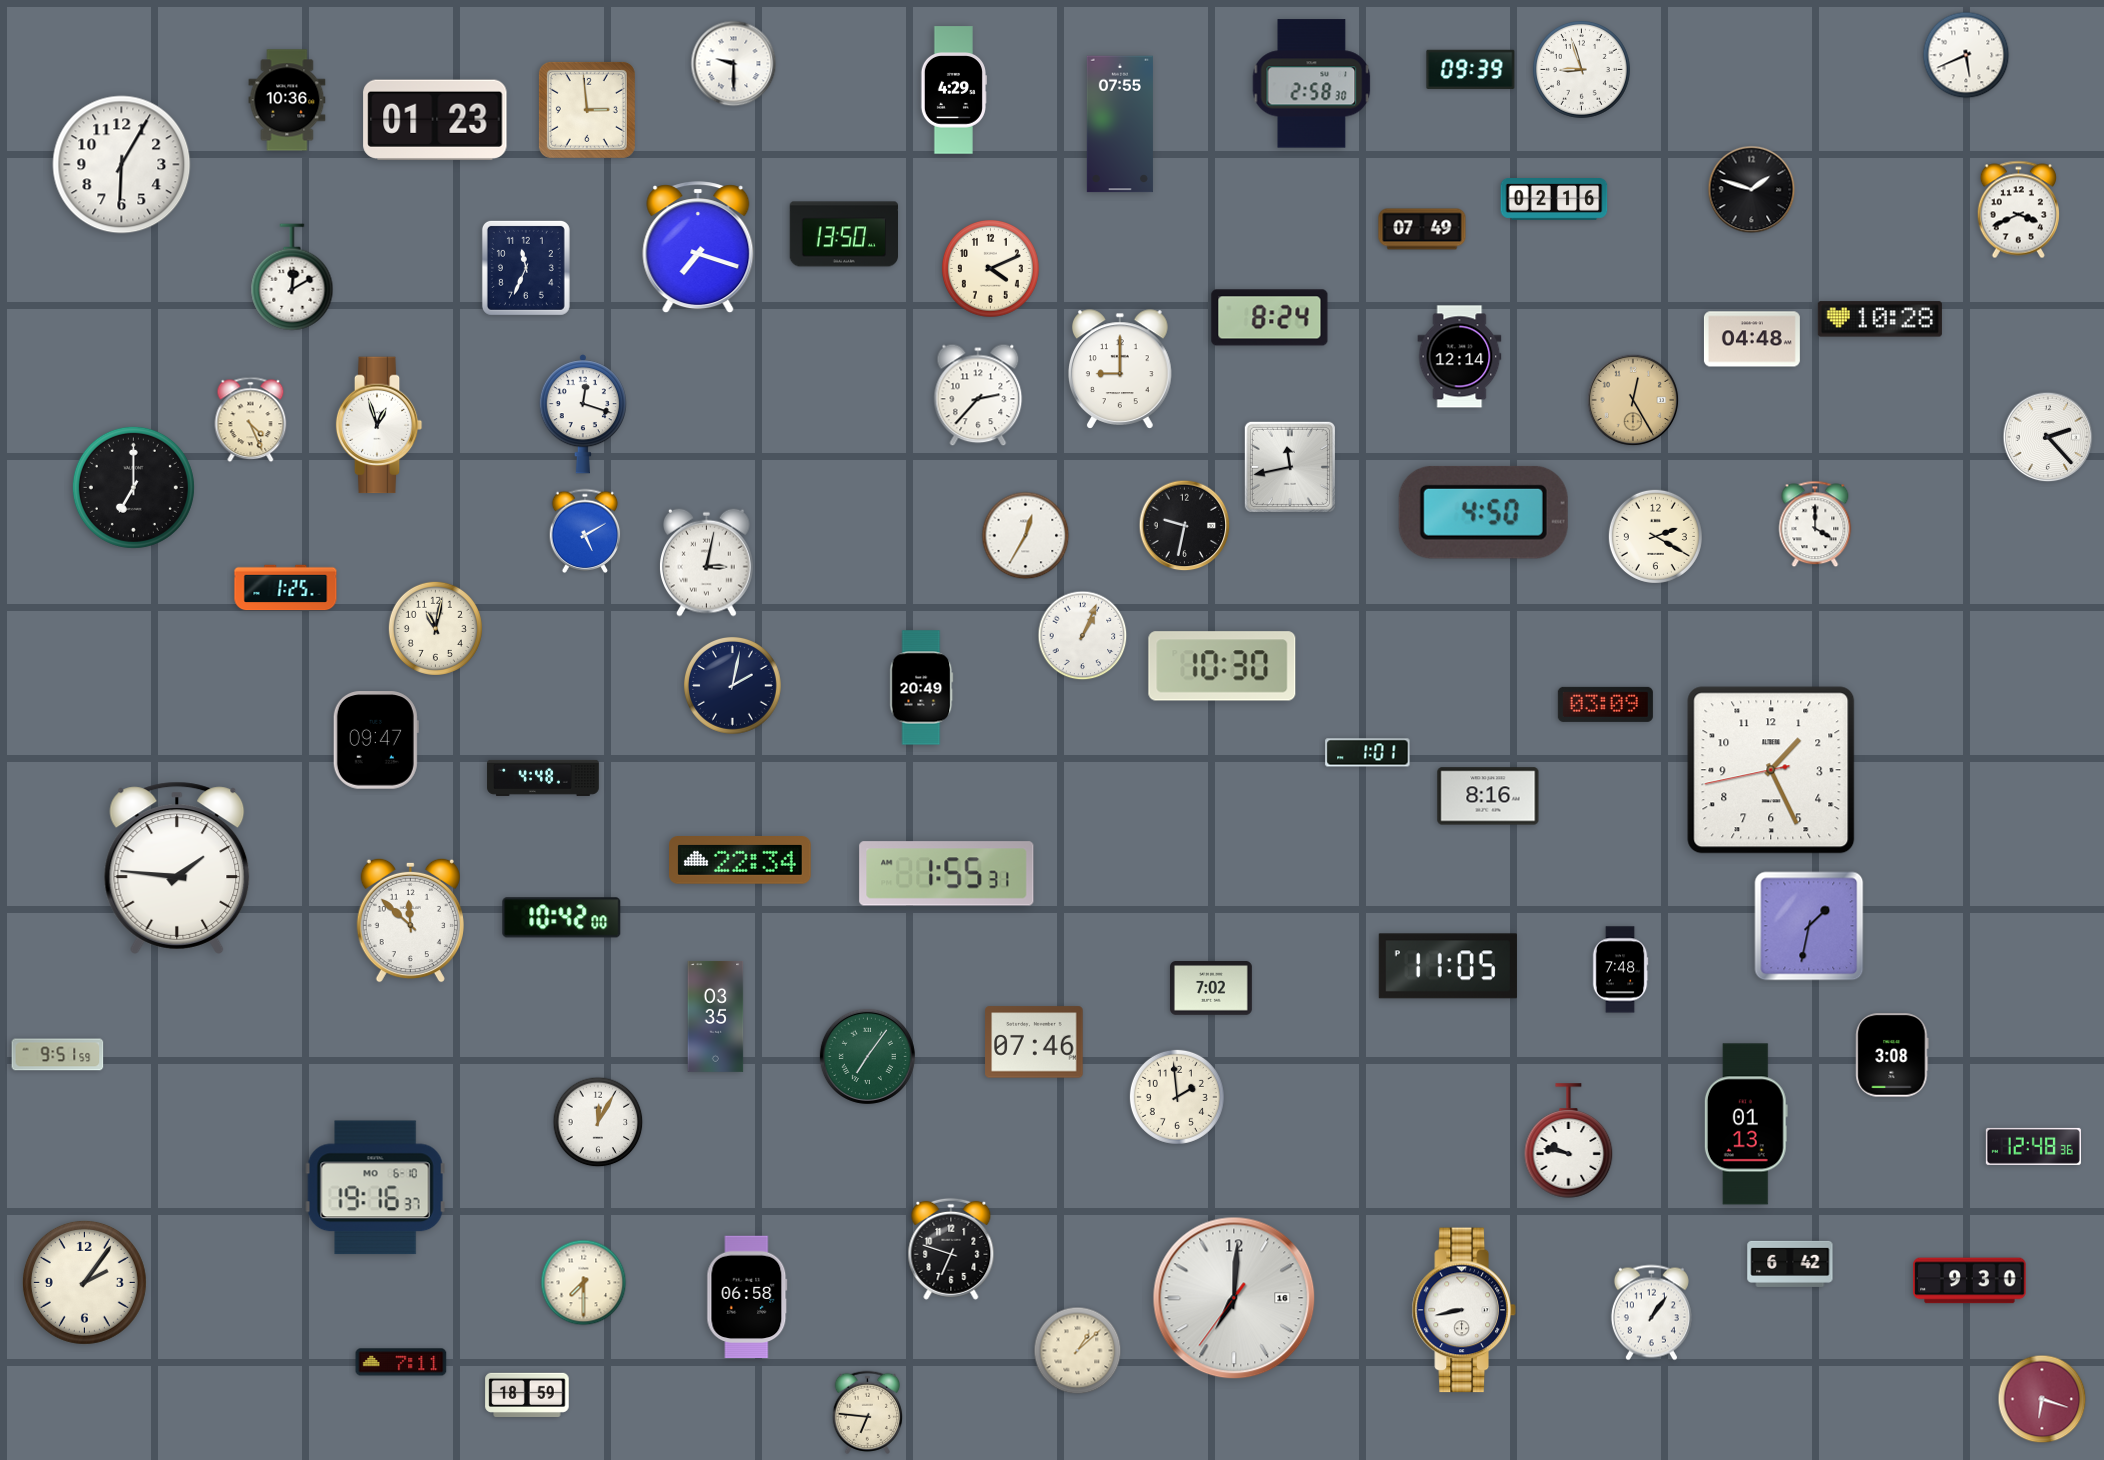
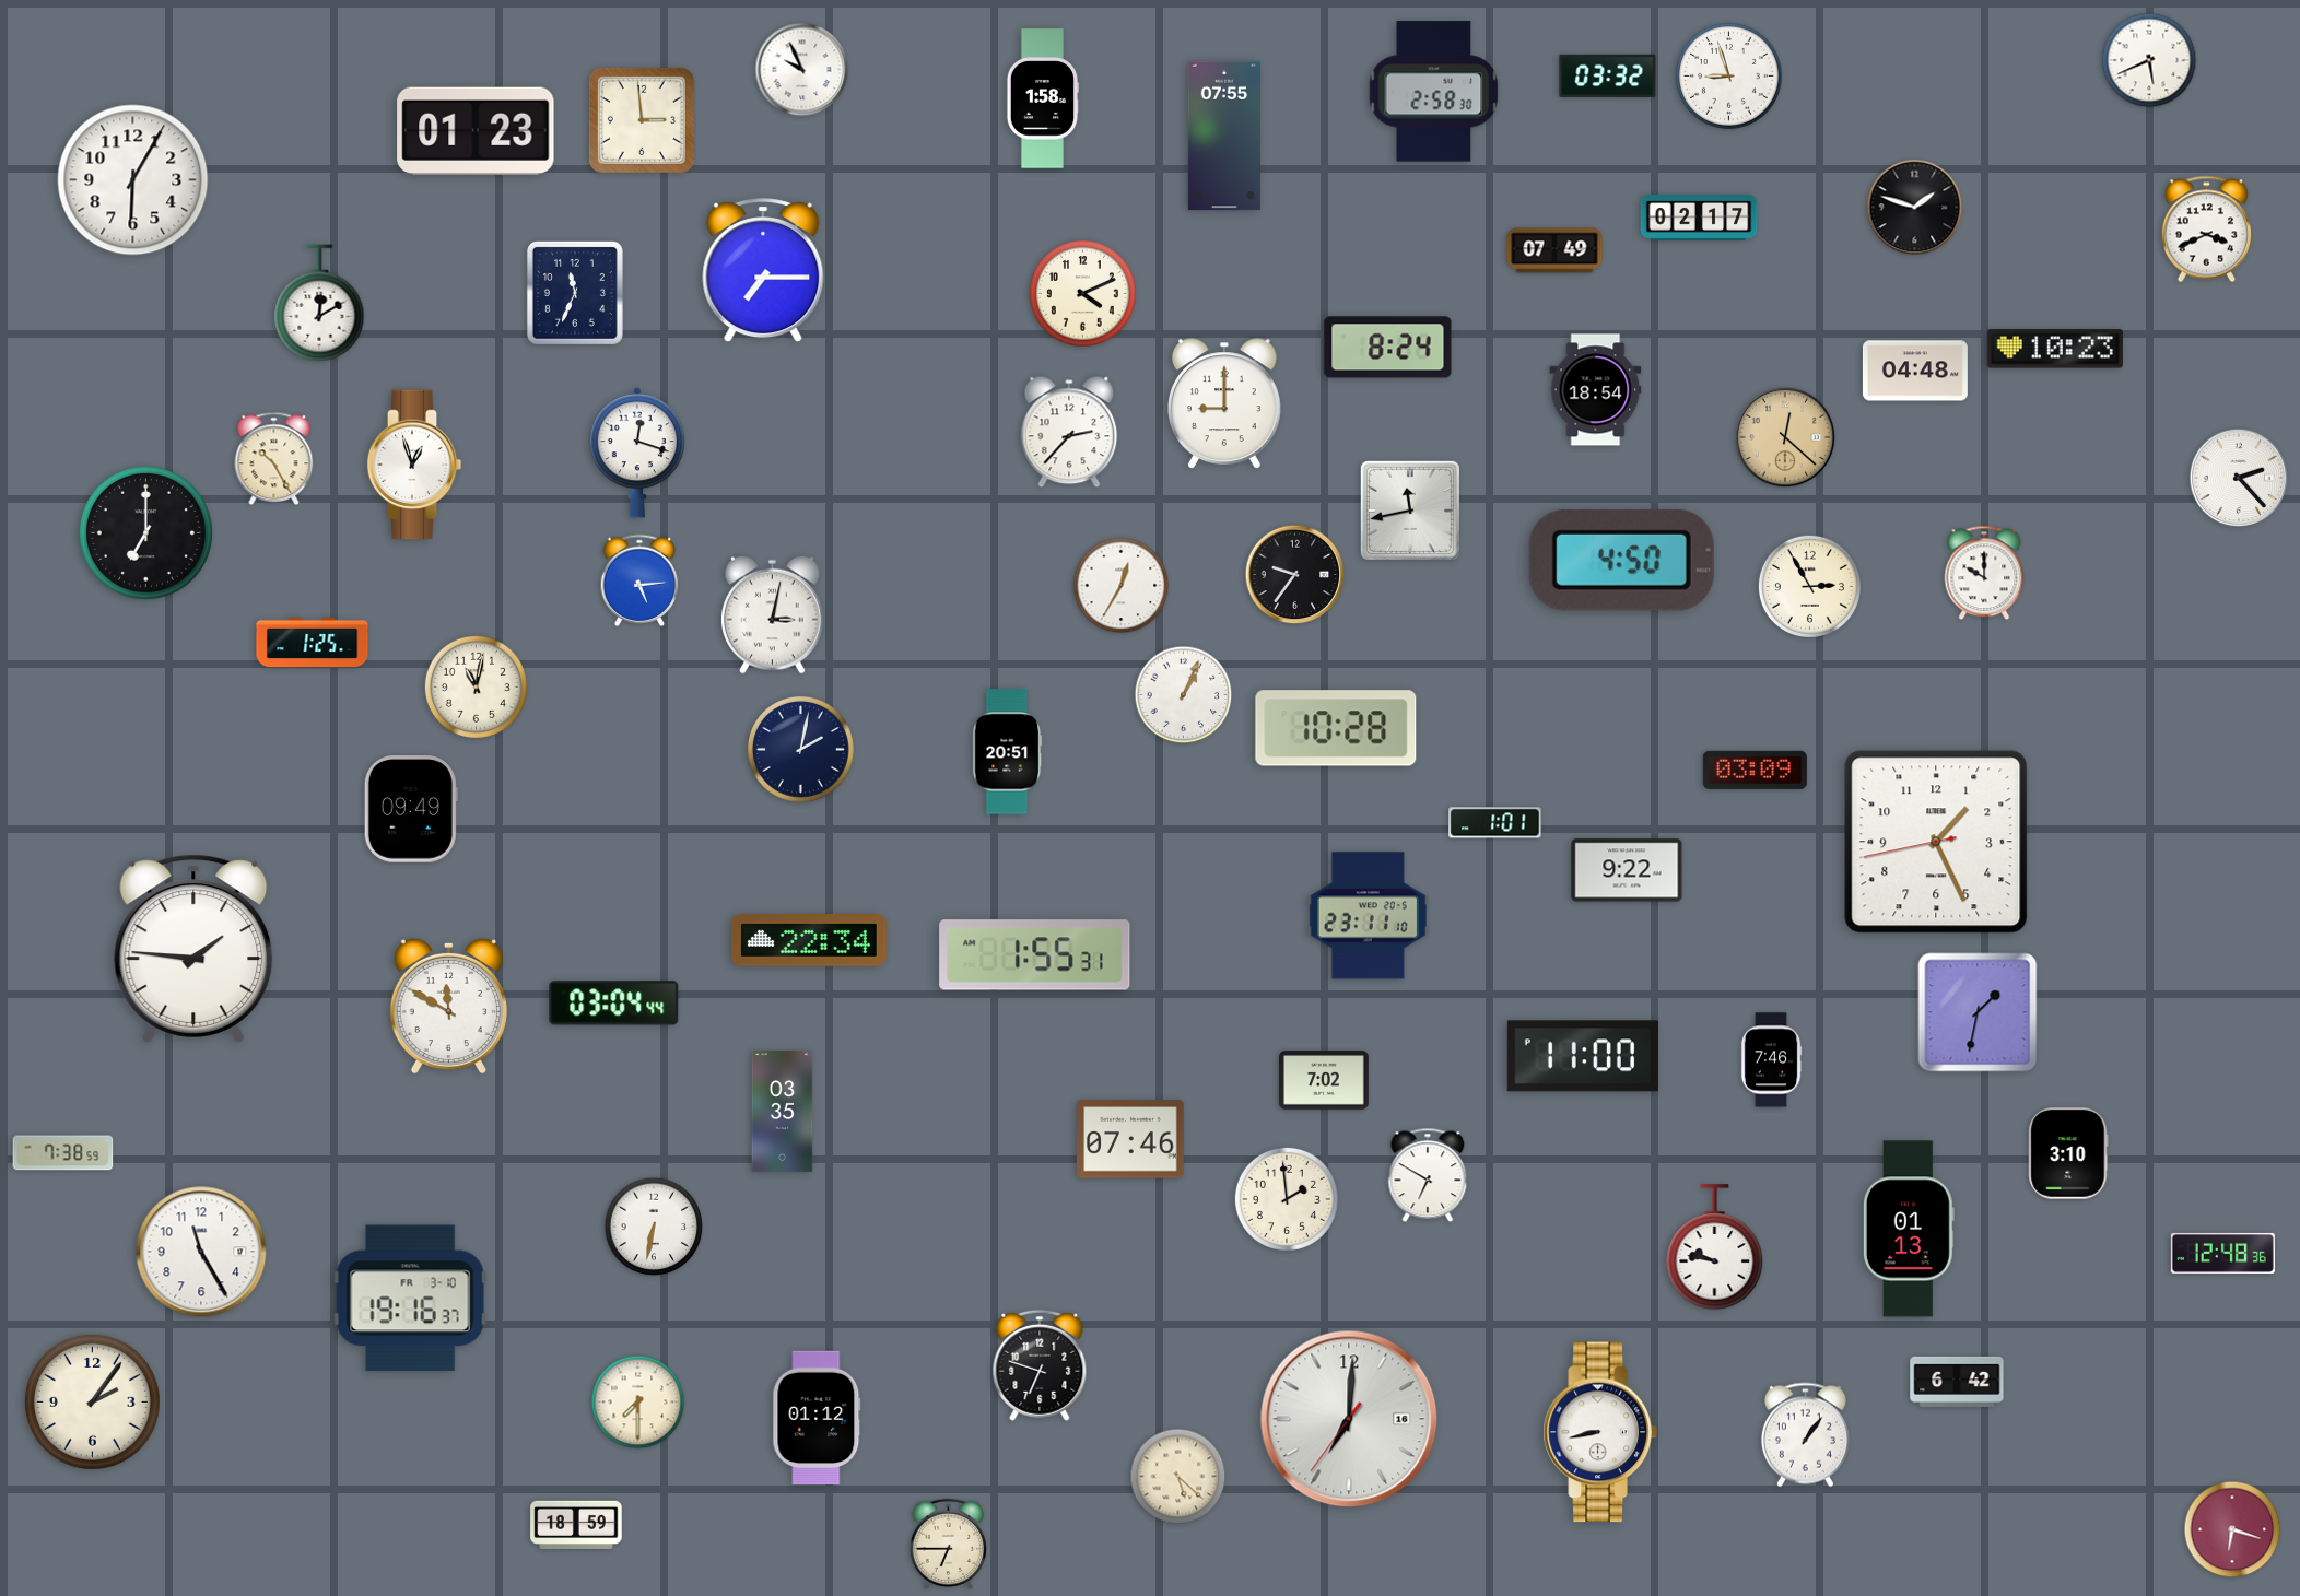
clock at (734, 64): 9:30 -> 9:56
clock at (1471, 69): 09:39 -> 03:32
clock at (953, 90): 4:29 -> 1:58
clock at (287, 100): 10:36 -> none
clock at (1554, 200): 02:16 -> 02:17
clock at (844, 234): 13:50 -> none
clock at (698, 248): 7:18 -> 7:15
clock at (1880, 319): 10:28 -> 10:23
clock at (1460, 357): 12:14 -> 18:54
clock at (1633, 400): 12:25 -> 12:22
clock at (251, 420): 4:26 -> 10:25
clock at (1815, 524): 4:00 -> 10:00
clock at (1185, 526): 9:32 -> 9:36
clock at (585, 531): 5:10 -> 5:14
clock at (1655, 536): 2:20 -> 2:55
clock at (1222, 666): 10:30 -> 10:28
clock at (922, 688): 20:49 -> 20:51
clock at (376, 740): 09:47 -> 09:49
clock at (543, 778): 4:48 -> none
clock at (1488, 796): 8:16 -> 9:22
clock at (1368, 916): none -> 23:11
clock at (562, 918): 10:42 -> 03:04
clock at (410, 920): 11:52 -> 11:50
clock at (1448, 966): 11:05 -> 11:00
clock at (1620, 970): 7:48 -> 7:46
clock at (58, 1055): 9:51 -> 7:38
clock at (1892, 1055): 3:08 -> 3:10
clock at (867, 1056): 7:06 -> none
clock at (1428, 1175): none -> 6:50
clock at (598, 1122): 12:05 -> 6:32
clock at (201, 1252): none -> 11:25
clock at (375, 1188) date: MO 6-10 -> FR 3-10
clock at (1970, 1281): 9:30 -> none
clock at (747, 1297): 06:58 -> 01:12
clock at (1078, 1351): 1:08 -> 5:22
clock at (401, 1362): 7:11 -> none
clock at (868, 1412): 6:46 -> 6:45
